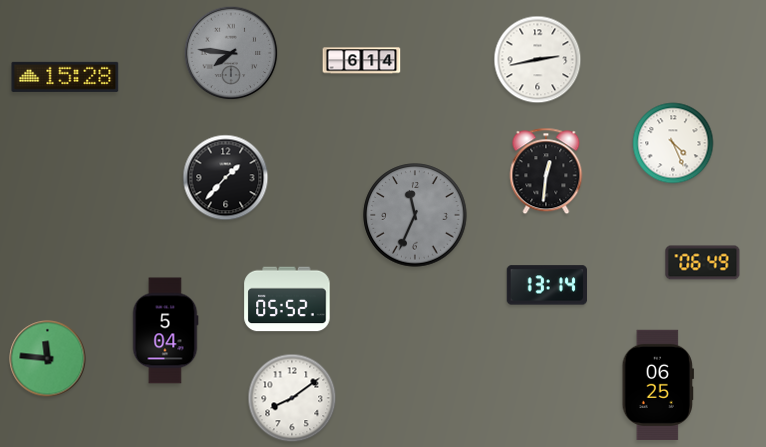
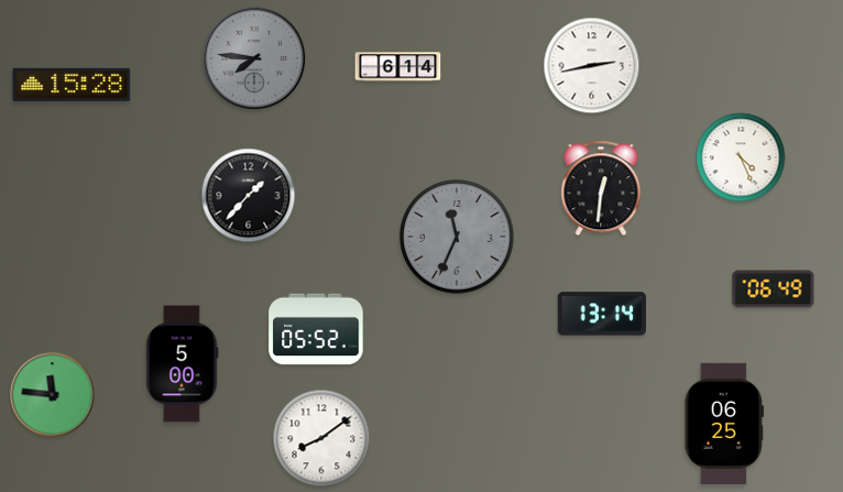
clock at (165, 331): 5:04 -> 5:00
